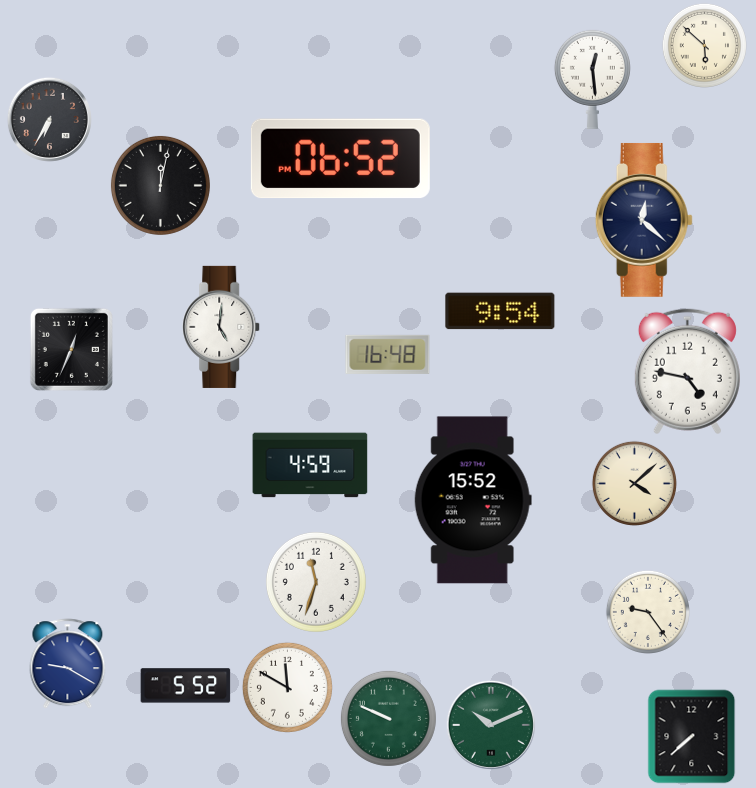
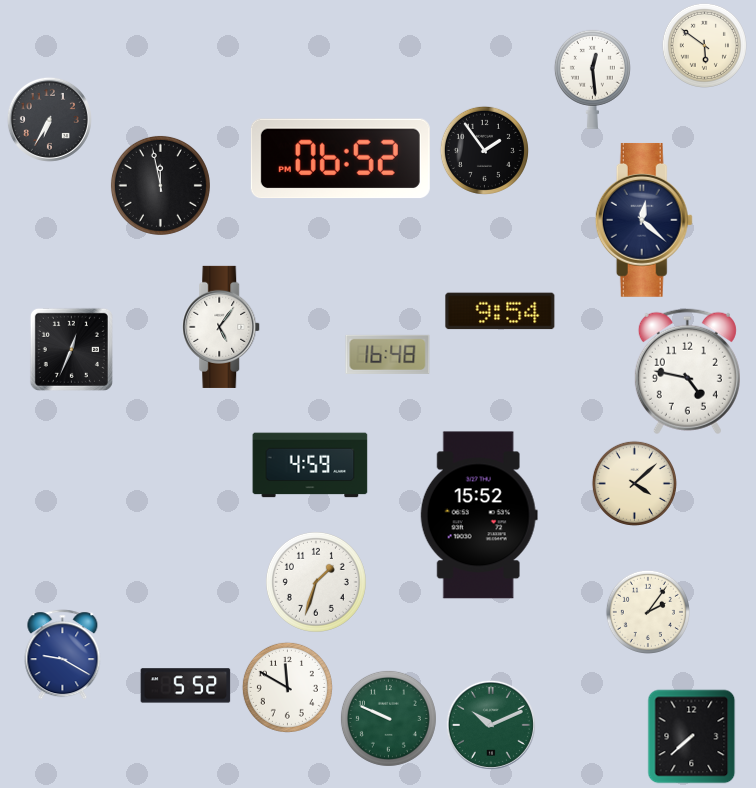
clock at (704, 45): 5:52 -> 5:51
clock at (484, 150): none -> 1:54
clock at (160, 185): 12:02 -> 11:58
clock at (222, 327): 5:01 -> 5:06
clock at (473, 500) position: (473, 500) -> (479, 515)
clock at (316, 582): 11:33 -> 1:33
clock at (648, 612): 9:24 -> 2:06
clock at (68, 664) position: (68, 664) -> (63, 655)
